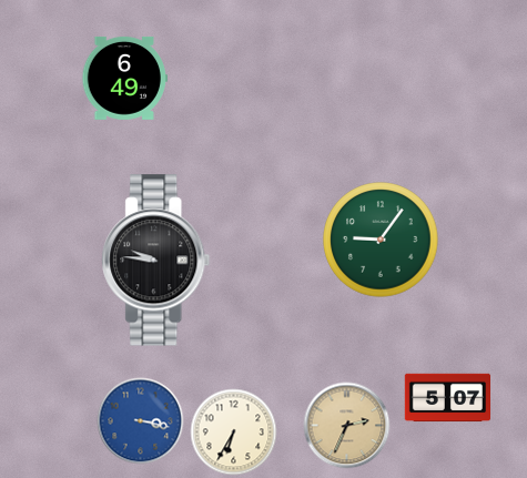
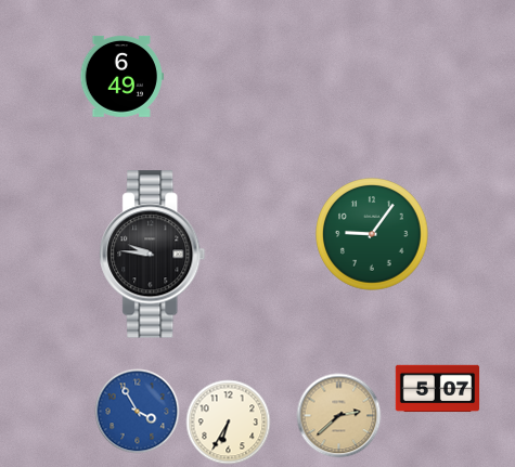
clock at (140, 420): 3:17 -> 3:55
clock at (346, 425): 2:34 -> 2:38
